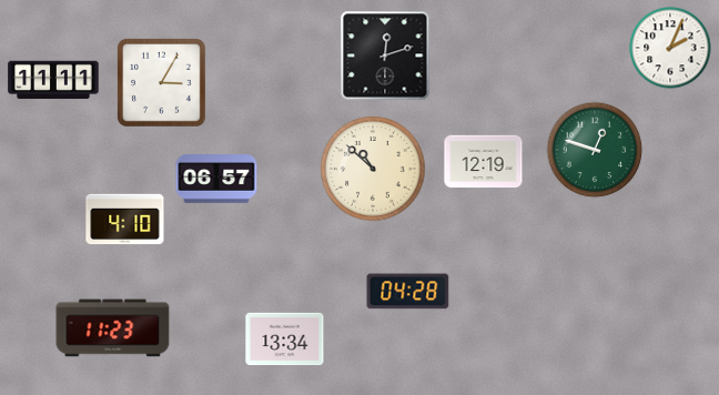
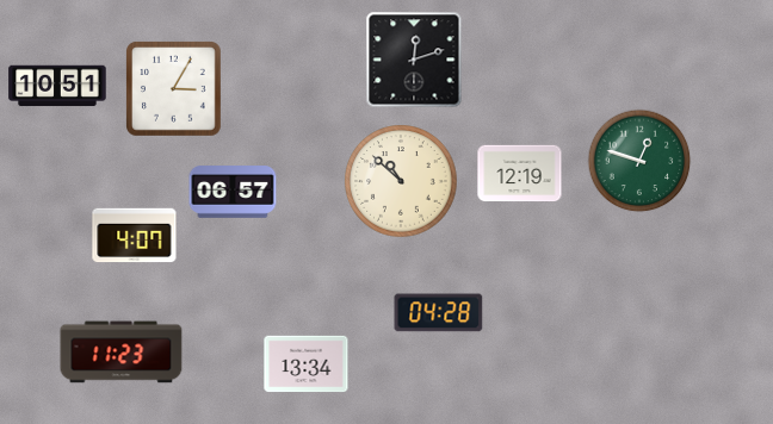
clock at (670, 48): 2:04 -> none
clock at (53, 80): 11:11 -> 10:51
clock at (125, 220): 4:10 -> 4:07
